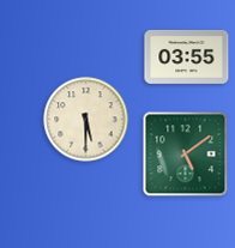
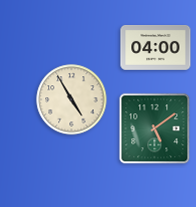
clock at (187, 58): 03:55 -> 04:00
clock at (86, 120): 5:30 -> 4:55
